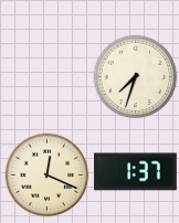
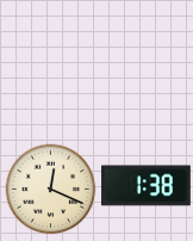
clock at (136, 77): 7:33 -> none
clock at (136, 172): 1:37 -> 1:38
